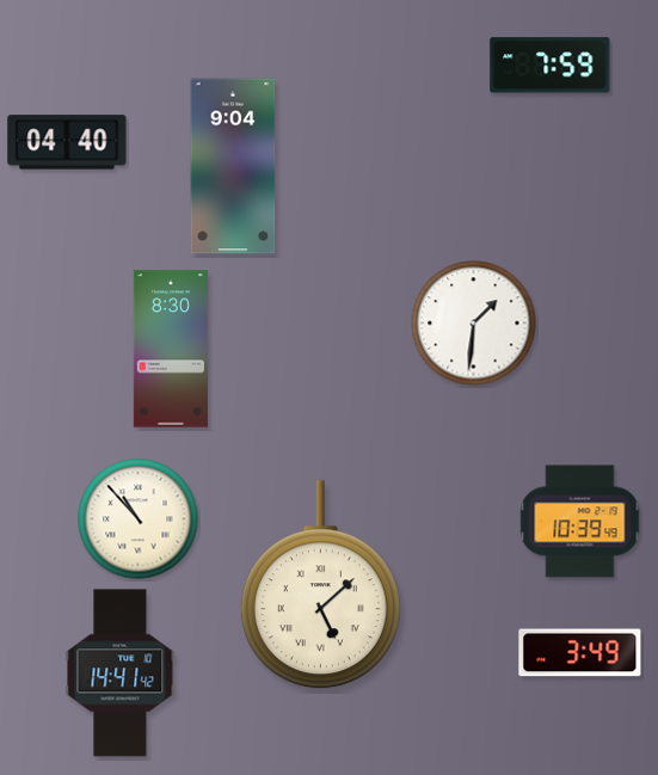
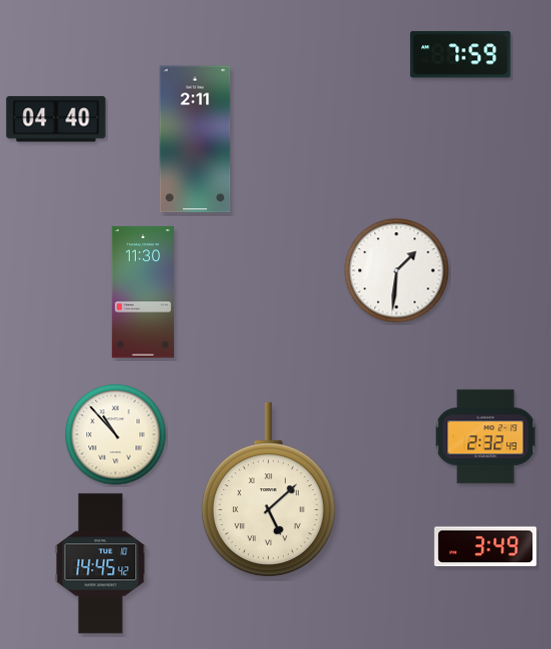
clock at (233, 166): 9:04 -> 2:11
clock at (171, 349): 8:30 -> 11:30
clock at (580, 522): 10:39 -> 2:32
clock at (121, 673): 14:41 -> 14:45
